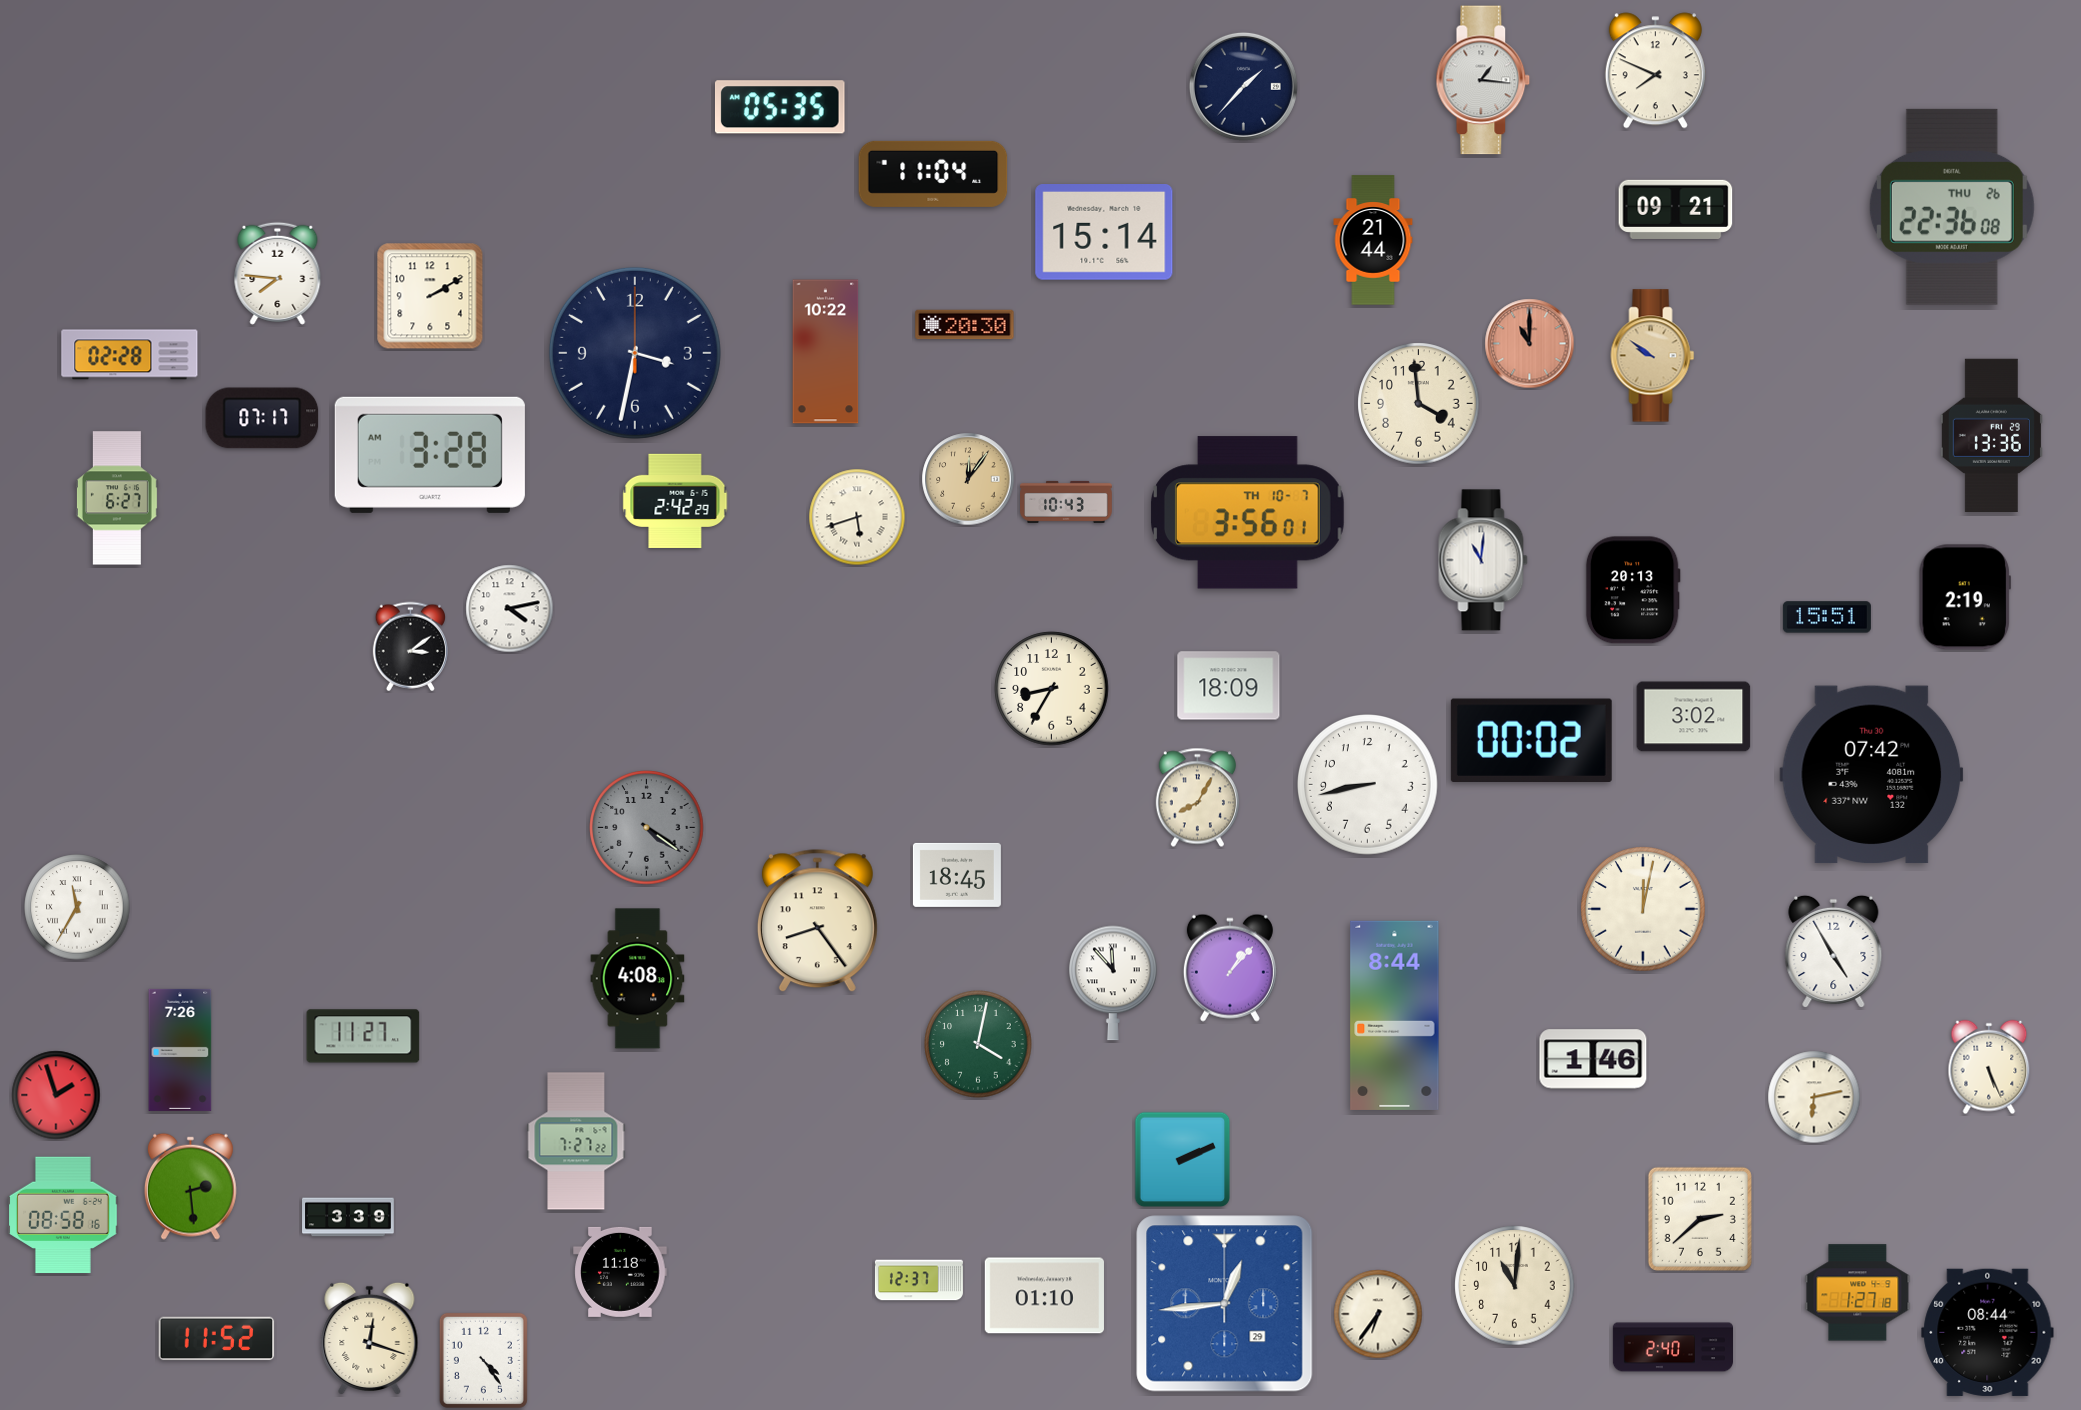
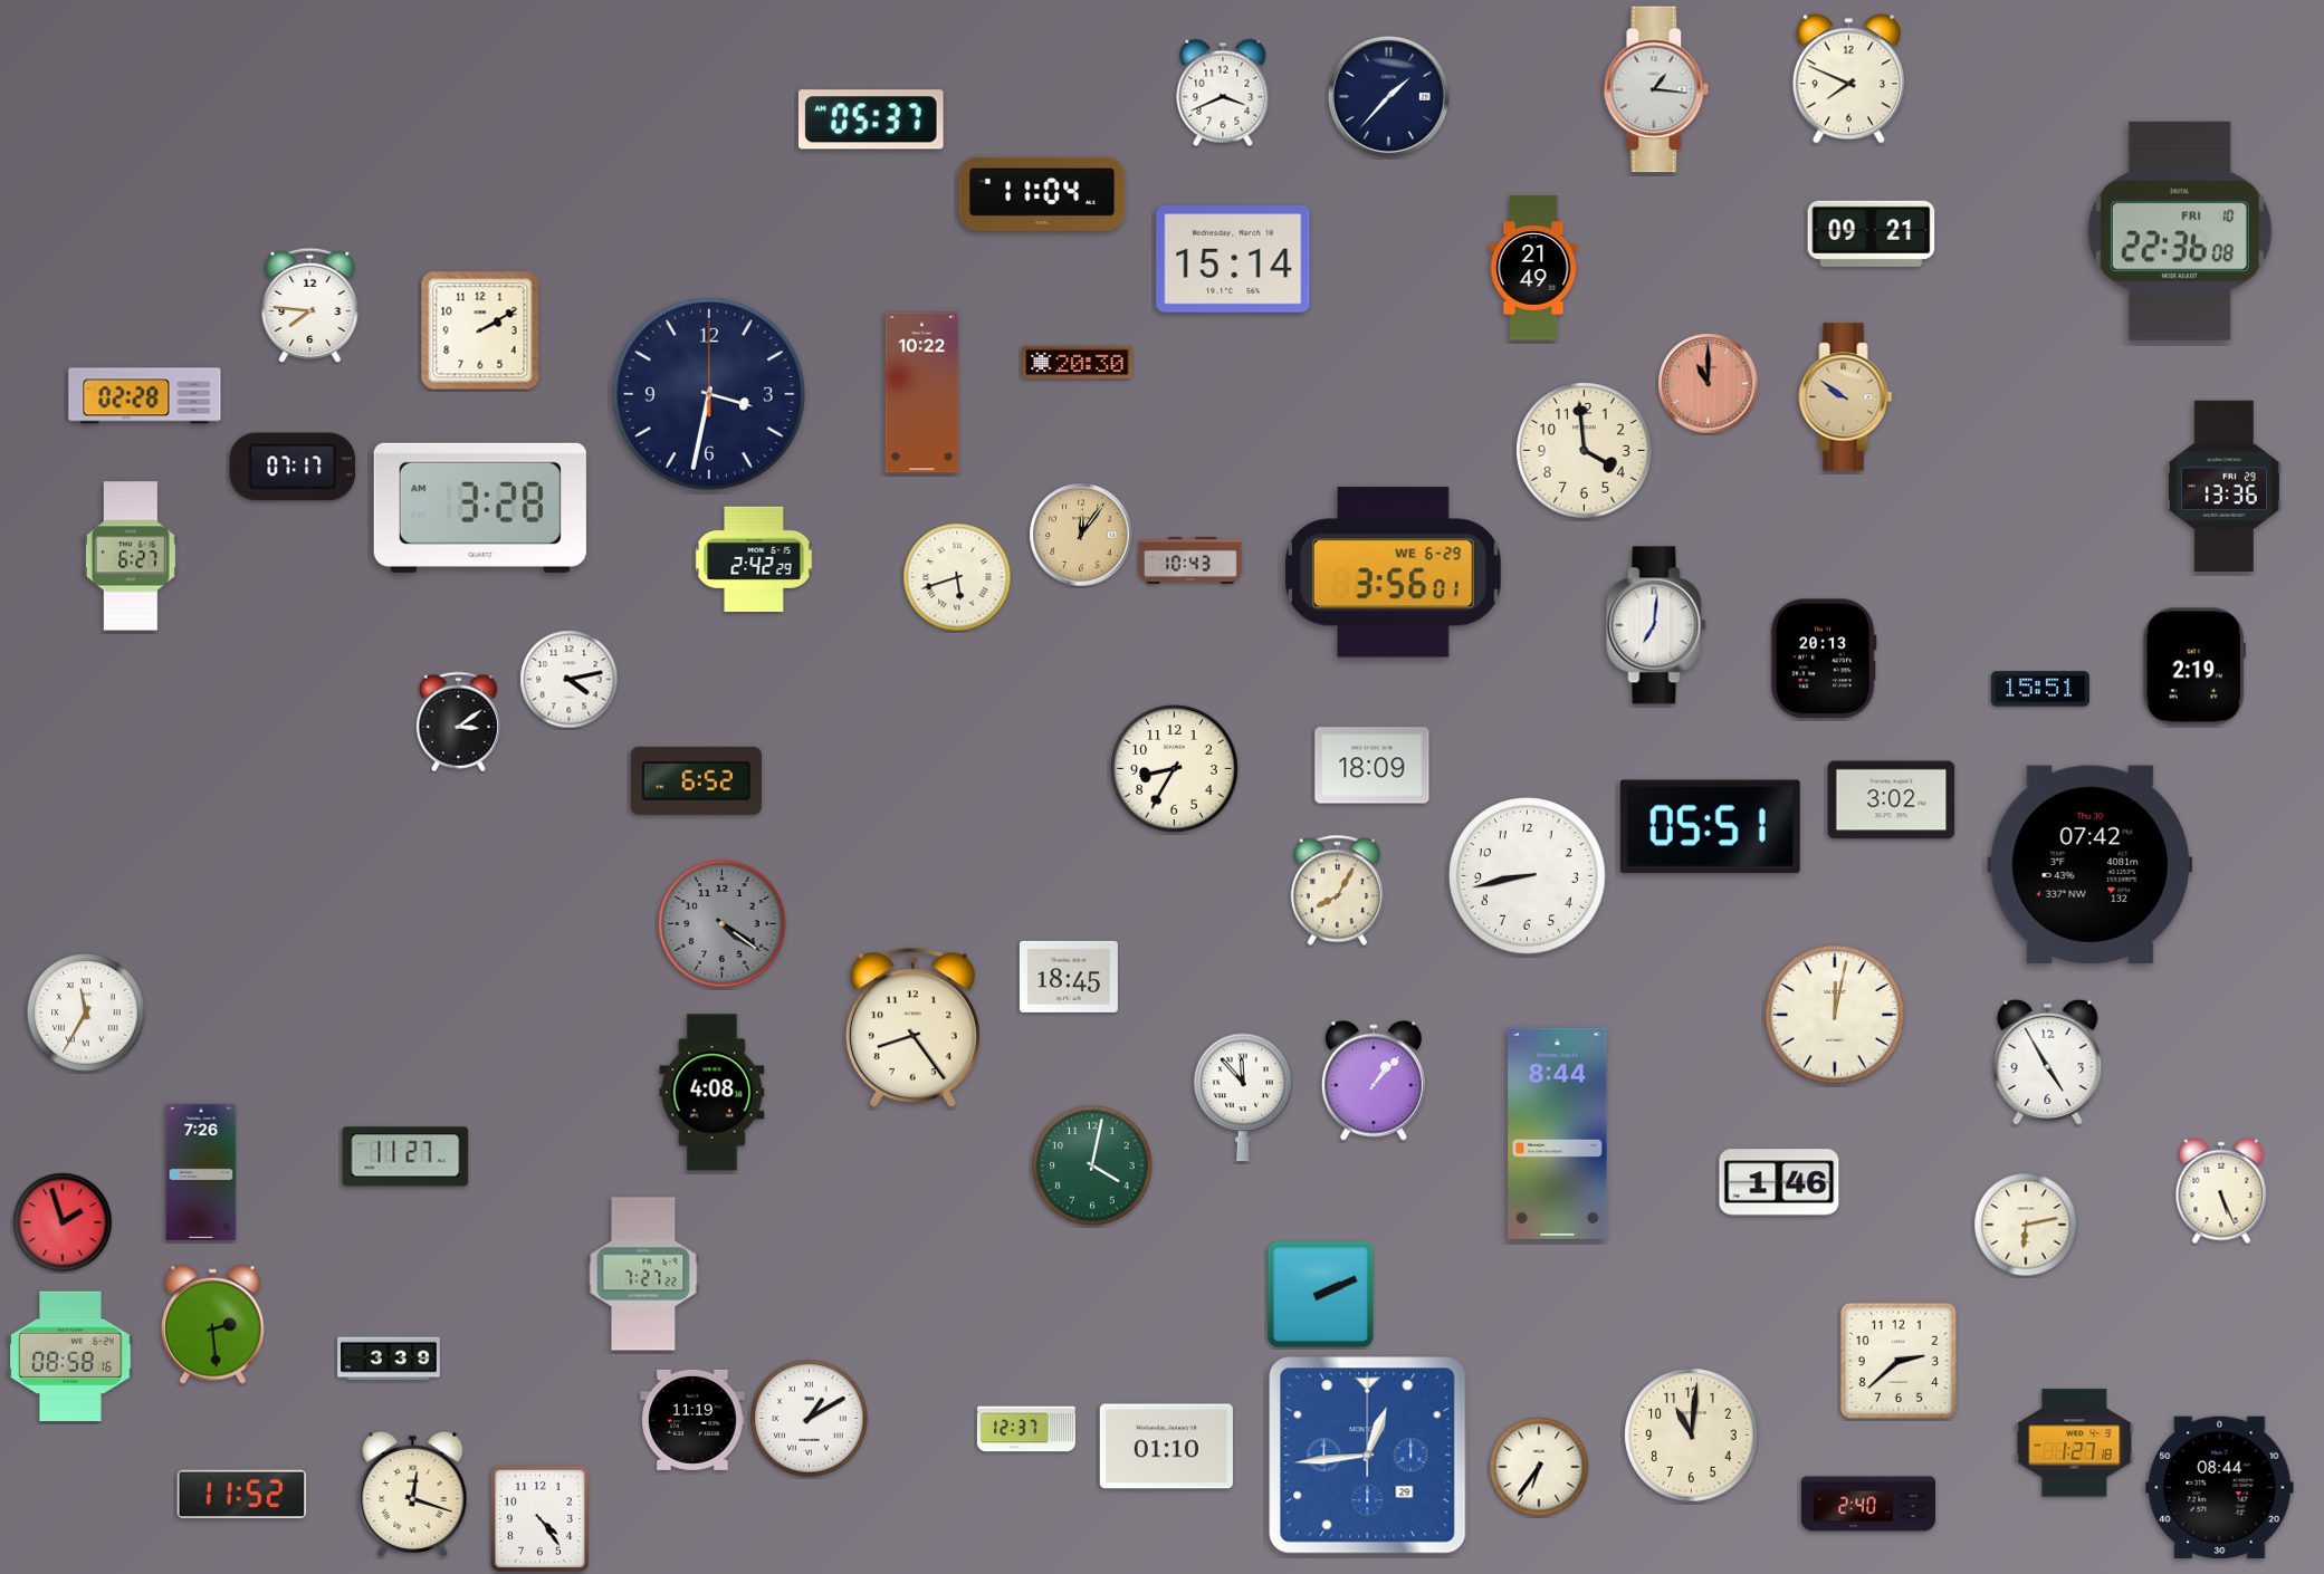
clock at (1223, 93): none -> 3:41
clock at (780, 107): 05:35 -> 05:37
clock at (1952, 207) date: THU 26 -> FRI 10
clock at (1373, 240): 21:44 -> 21:49
clock at (1247, 513) date: TH 10-7 -> WE 6-29
clock at (1483, 560): 11:01 -> 7:01
clock at (696, 780): none -> 6:52
clock at (1531, 740): 00:02 -> 05:51
clock at (810, 1419): none -> 1:10
clock at (620, 1272): 11:18 -> 11:19
